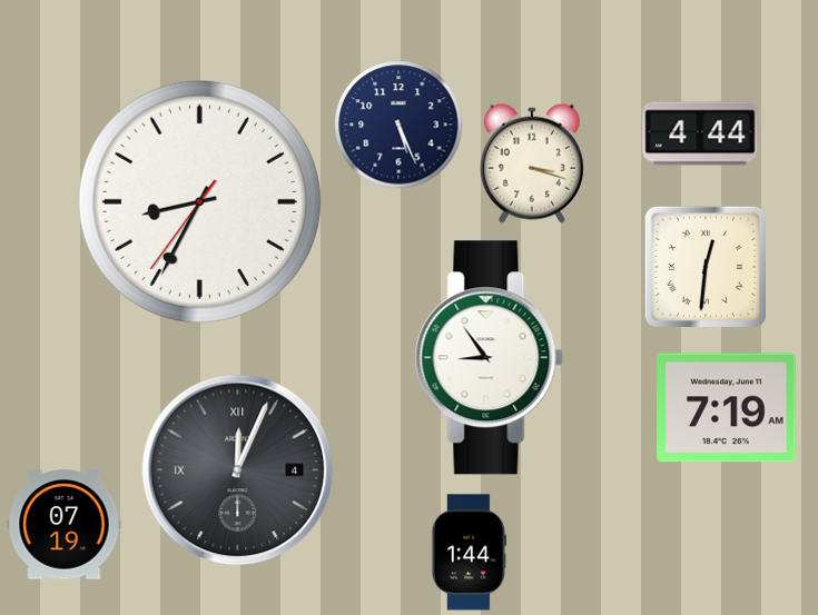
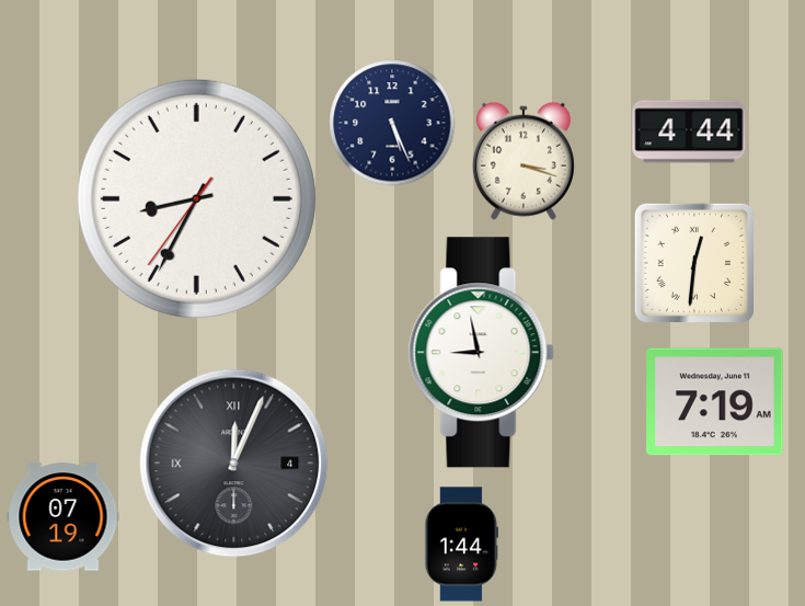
clock at (489, 358): 8:54 -> 8:58
